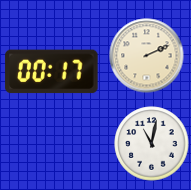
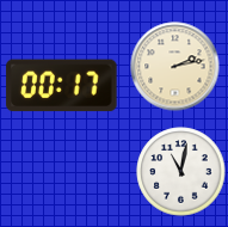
clock at (147, 56): 2:11 -> 2:13
